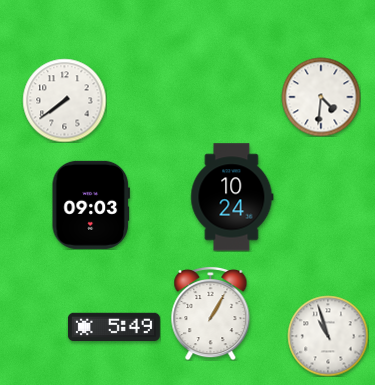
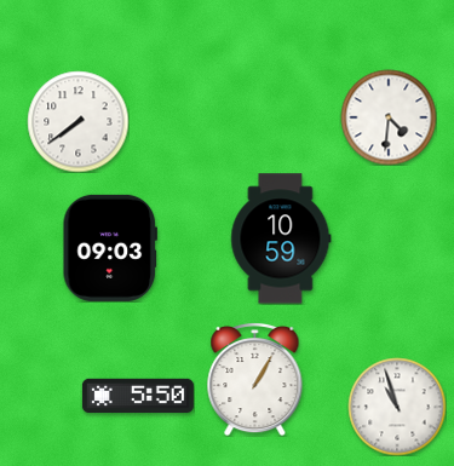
clock at (232, 197): 10:24 -> 10:59
clock at (114, 327): 5:49 -> 5:50
